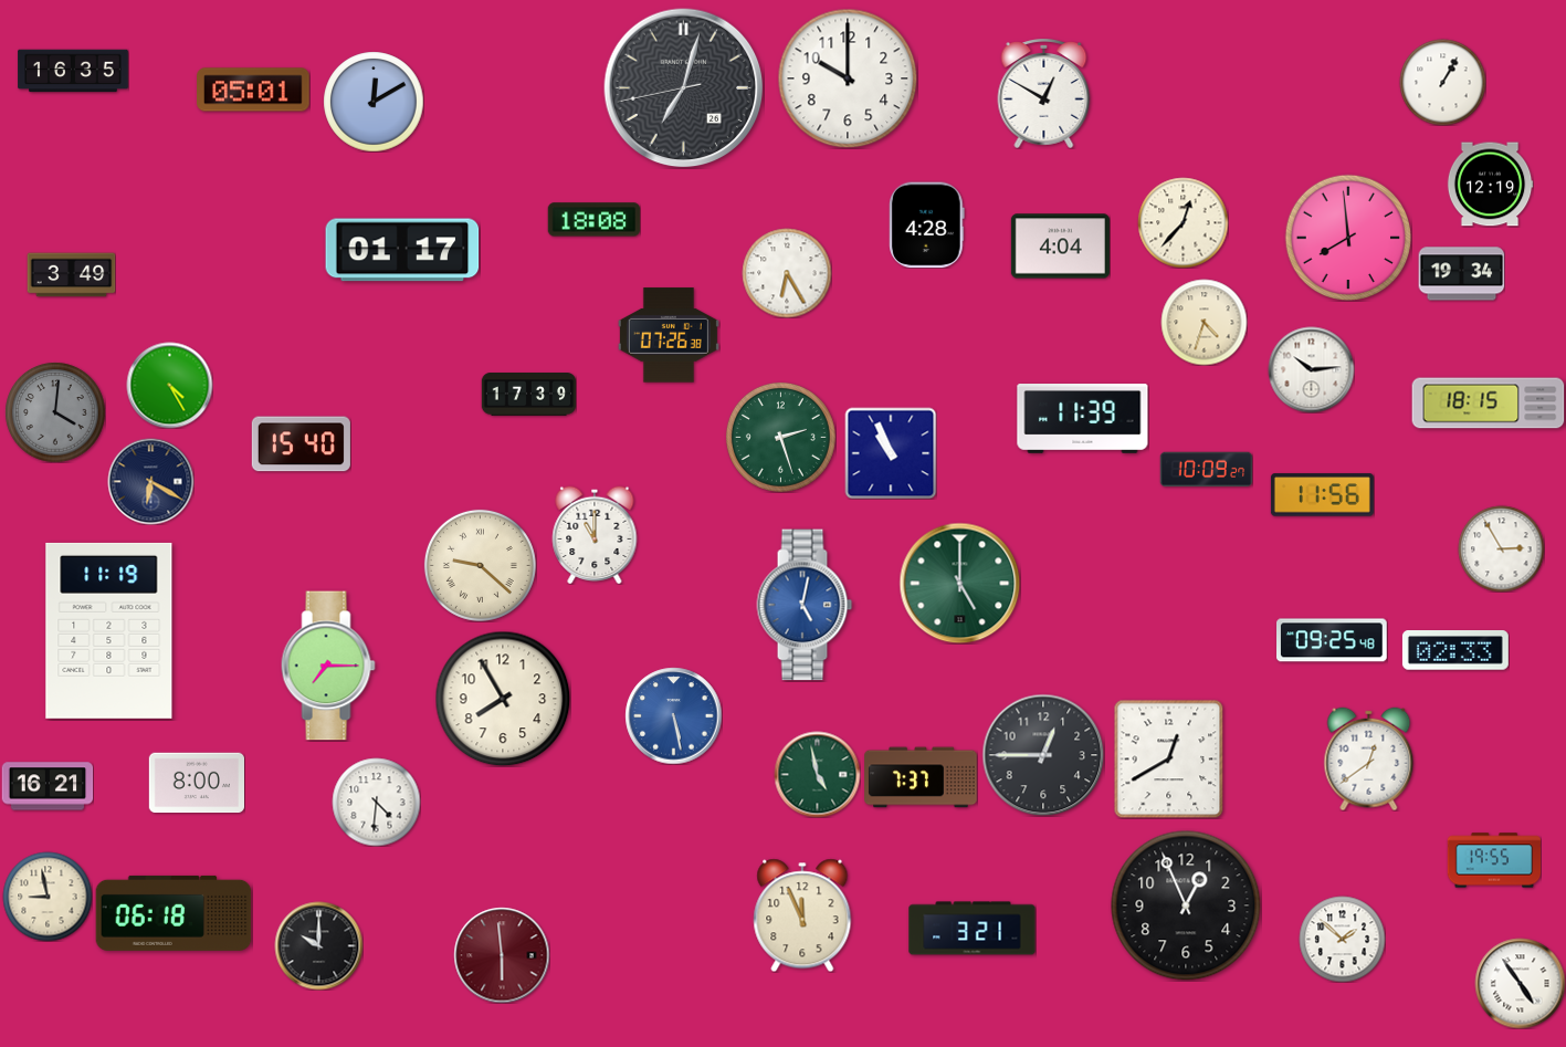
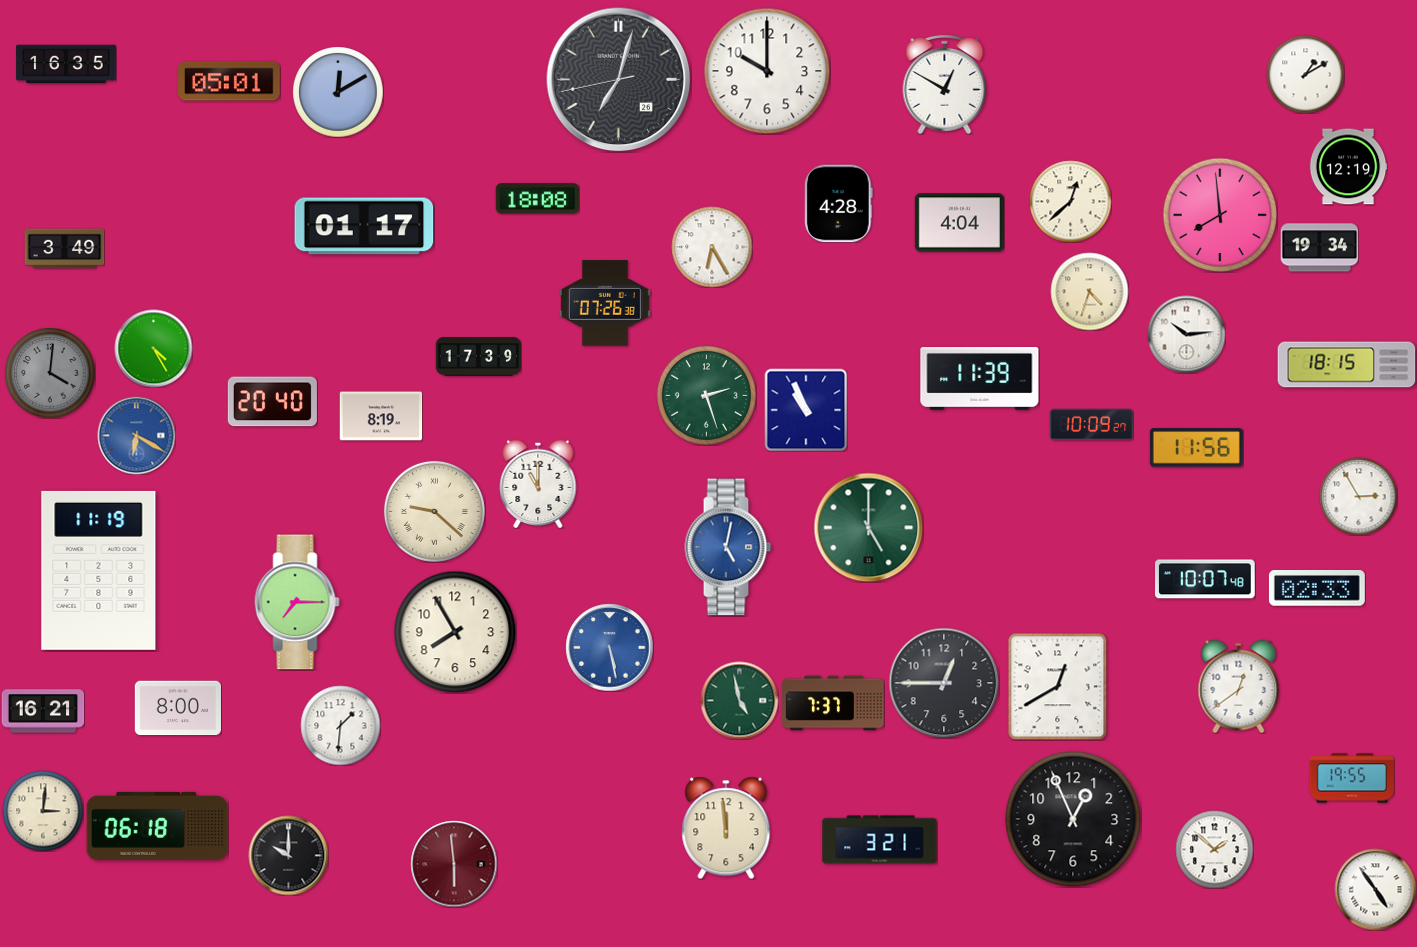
clock at (1442, 82): 1:05 -> 1:10
clock at (1183, 222): 12:37 -> 12:38
clock at (1461, 274) position: (1461, 274) -> (1319, 248)
clock at (301, 444): 15:40 -> 20:40
clock at (381, 416): none -> 8:19
clock at (150, 481) dial: navy -> blue
clock at (1333, 640): 09:25 -> 10:07
clock at (376, 802): 4:31 -> 1:31
clock at (48, 897): 8:58 -> 3:01
clock at (802, 915): 11:56 -> 11:59
